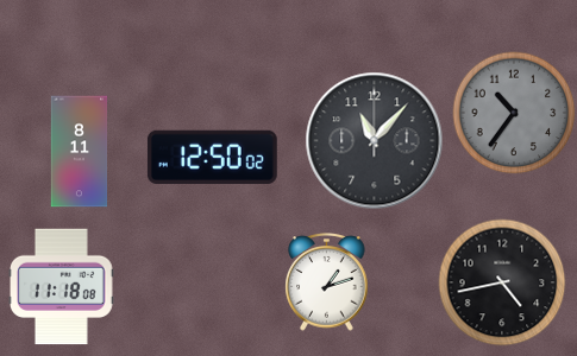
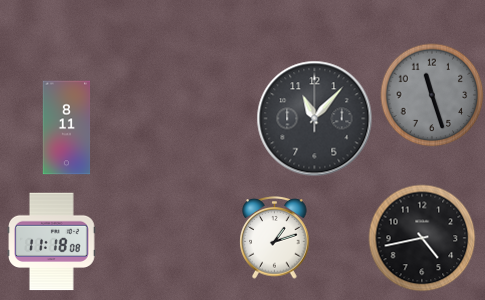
clock at (514, 113): 10:36 -> 11:27
clock at (212, 157): 12:50 -> none
